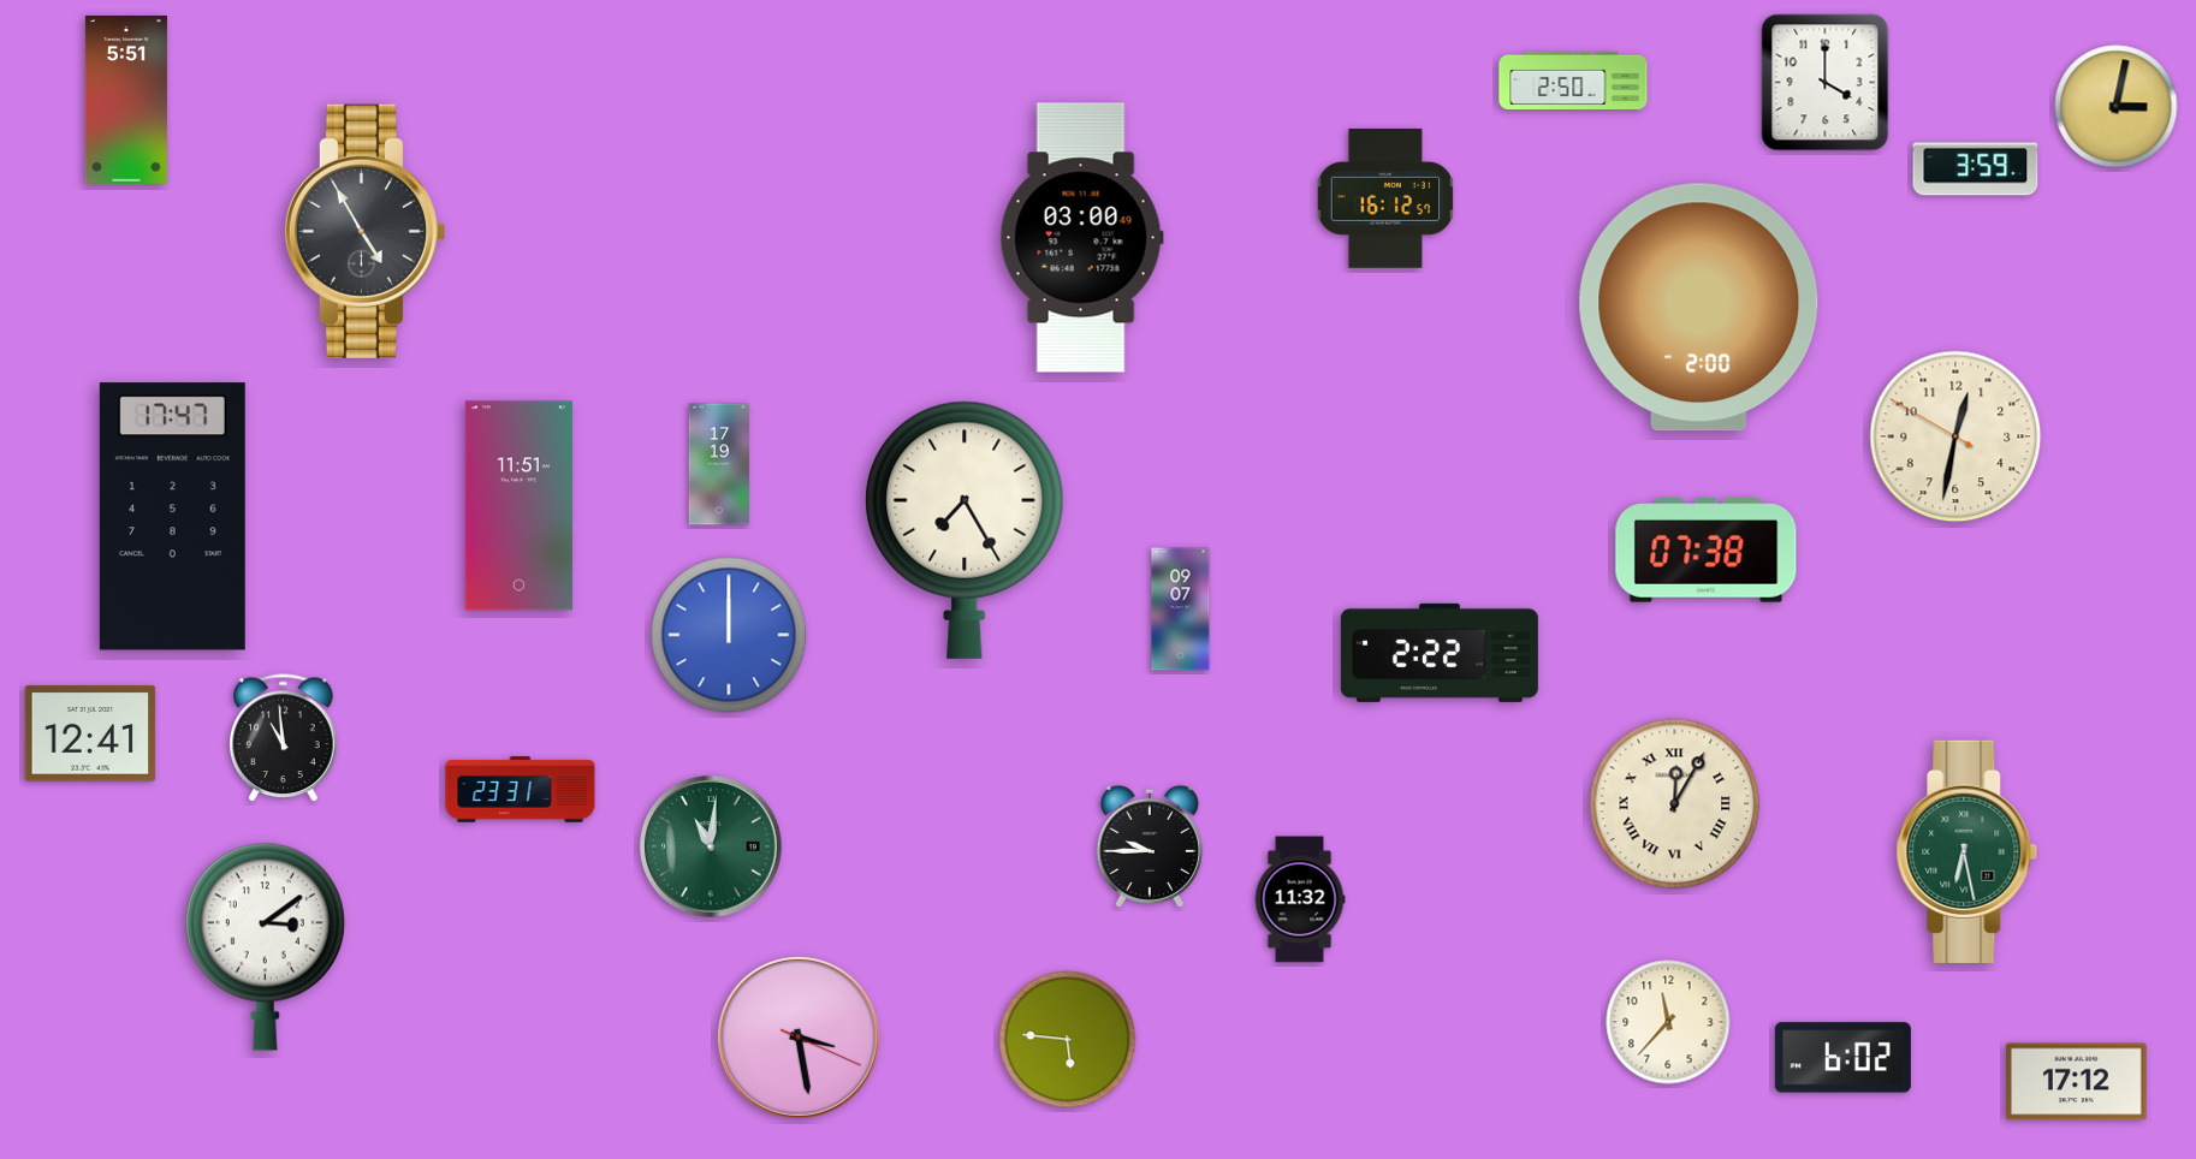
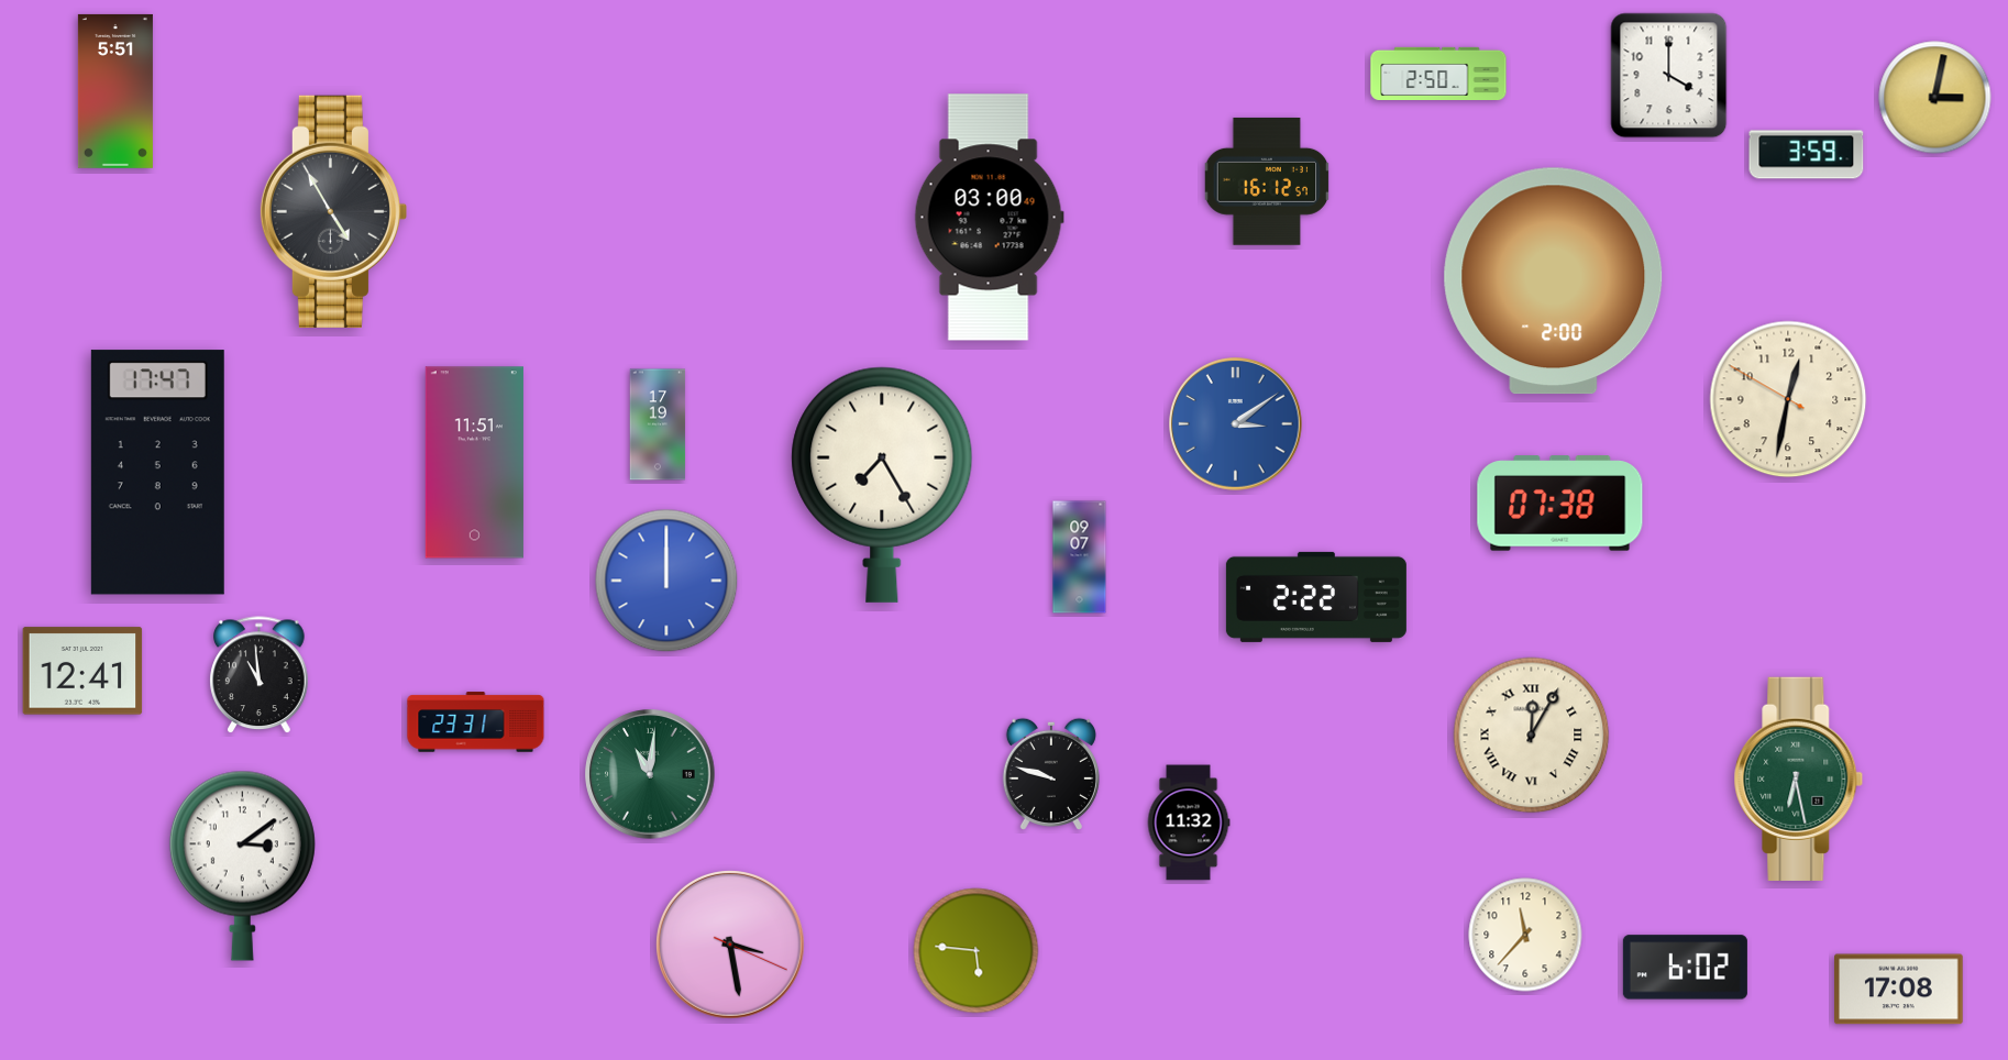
clock at (1236, 424): none -> 3:09
clock at (1150, 846): 9:45 -> 9:48
clock at (800, 1039) position: (800, 1039) -> (731, 946)
clock at (2077, 1082): 17:12 -> 17:08
